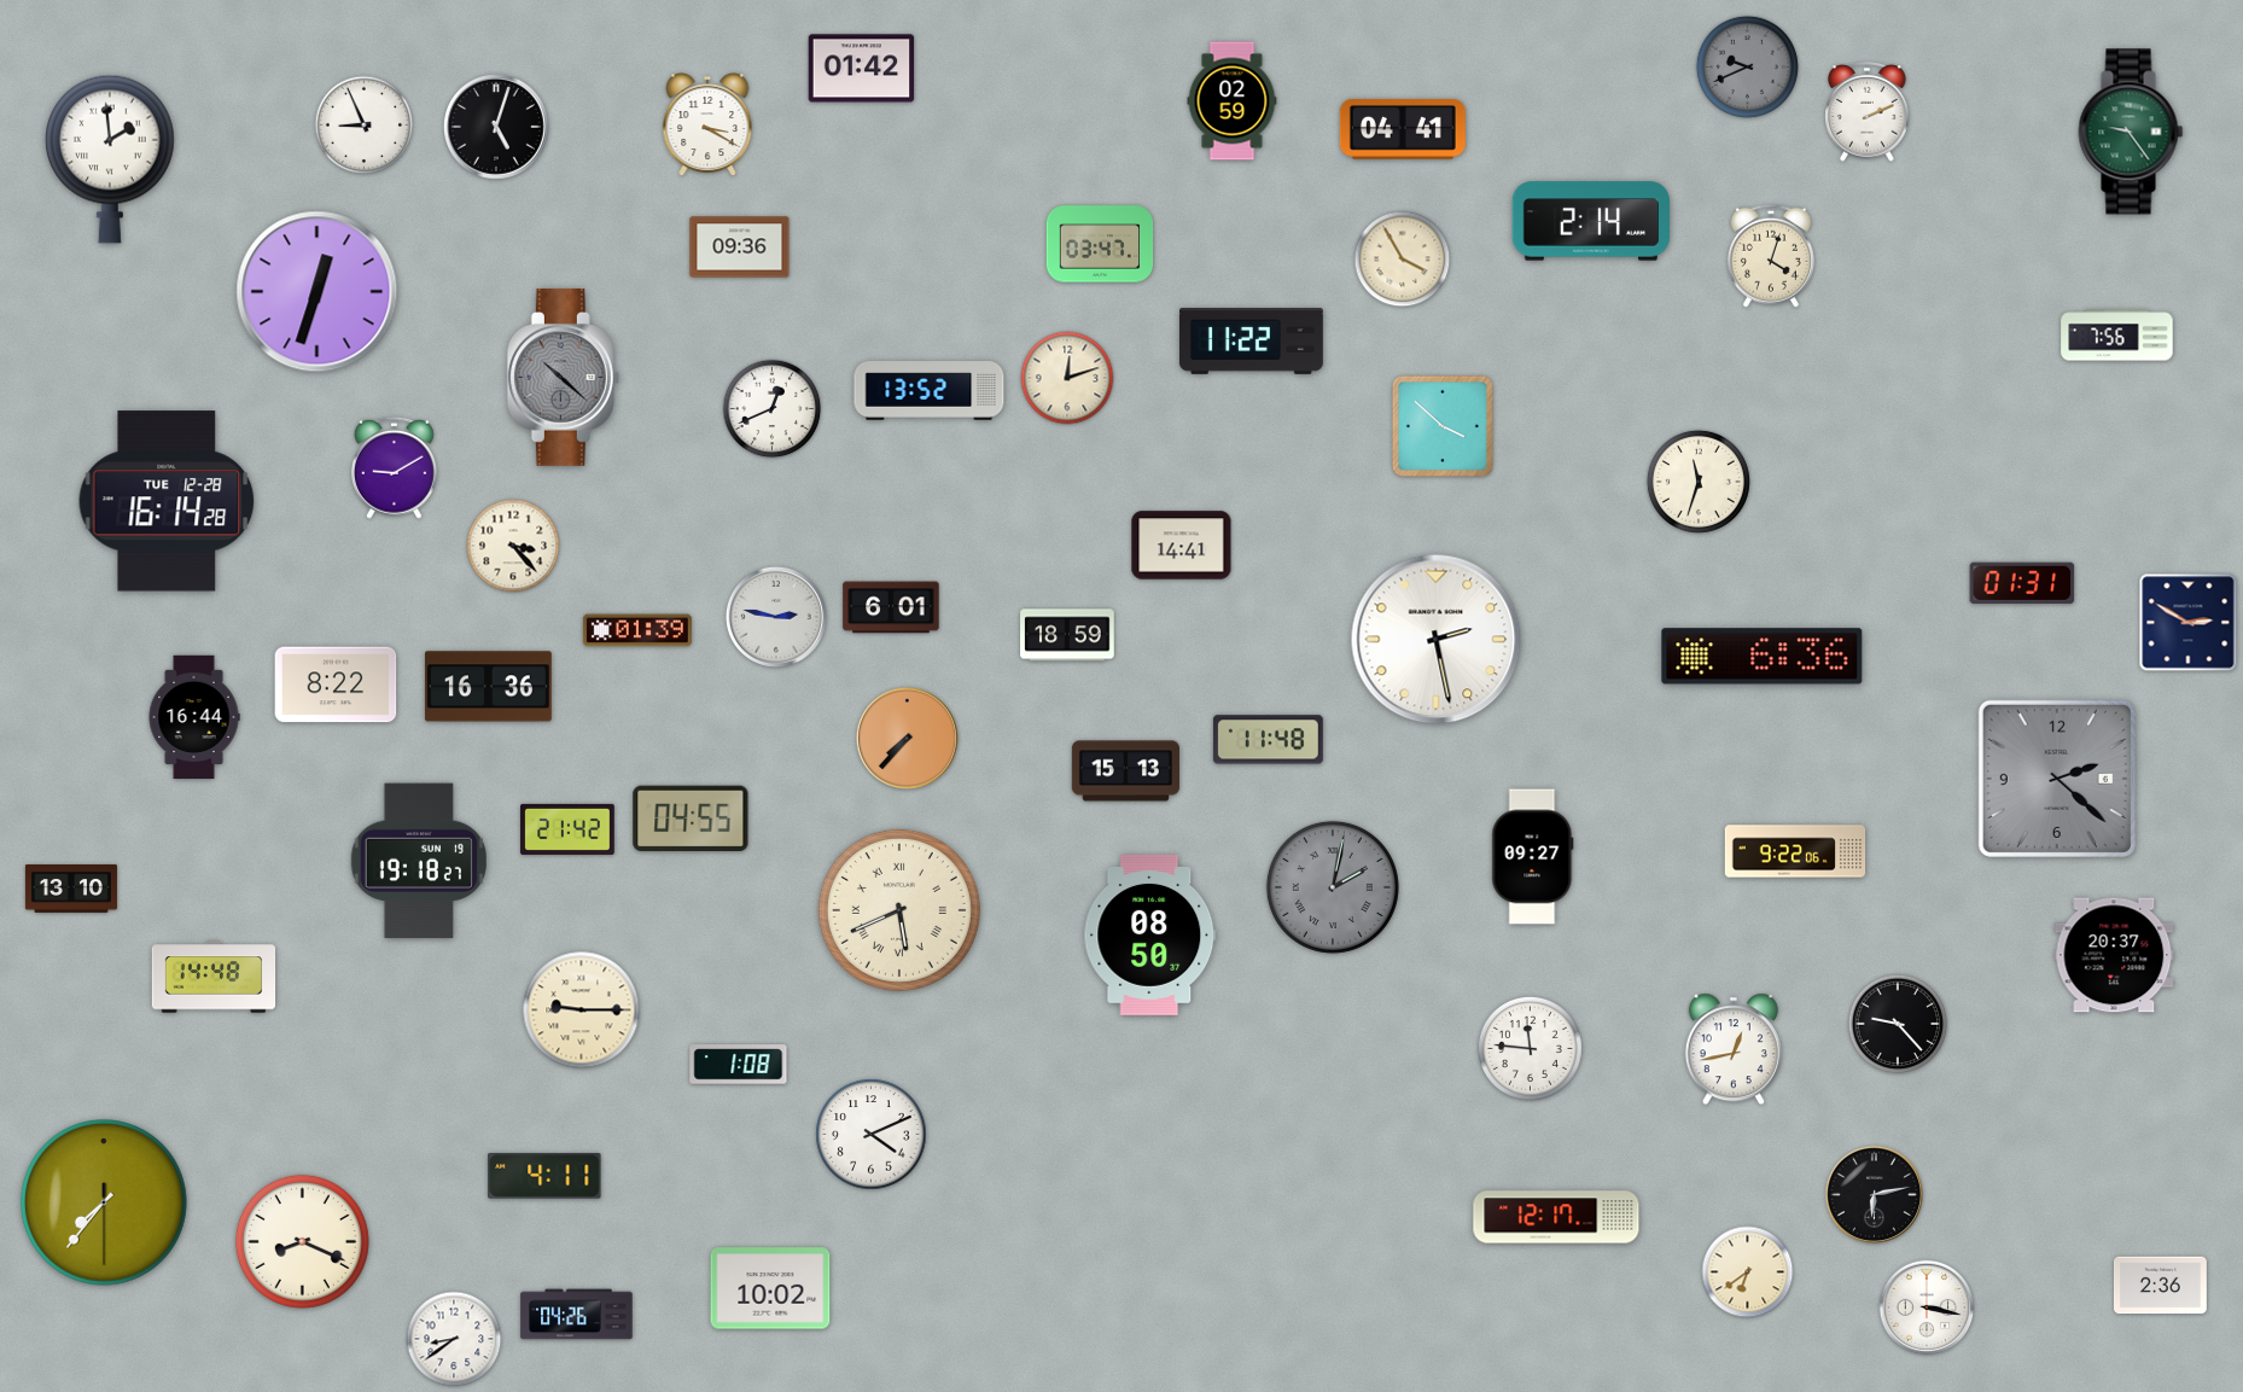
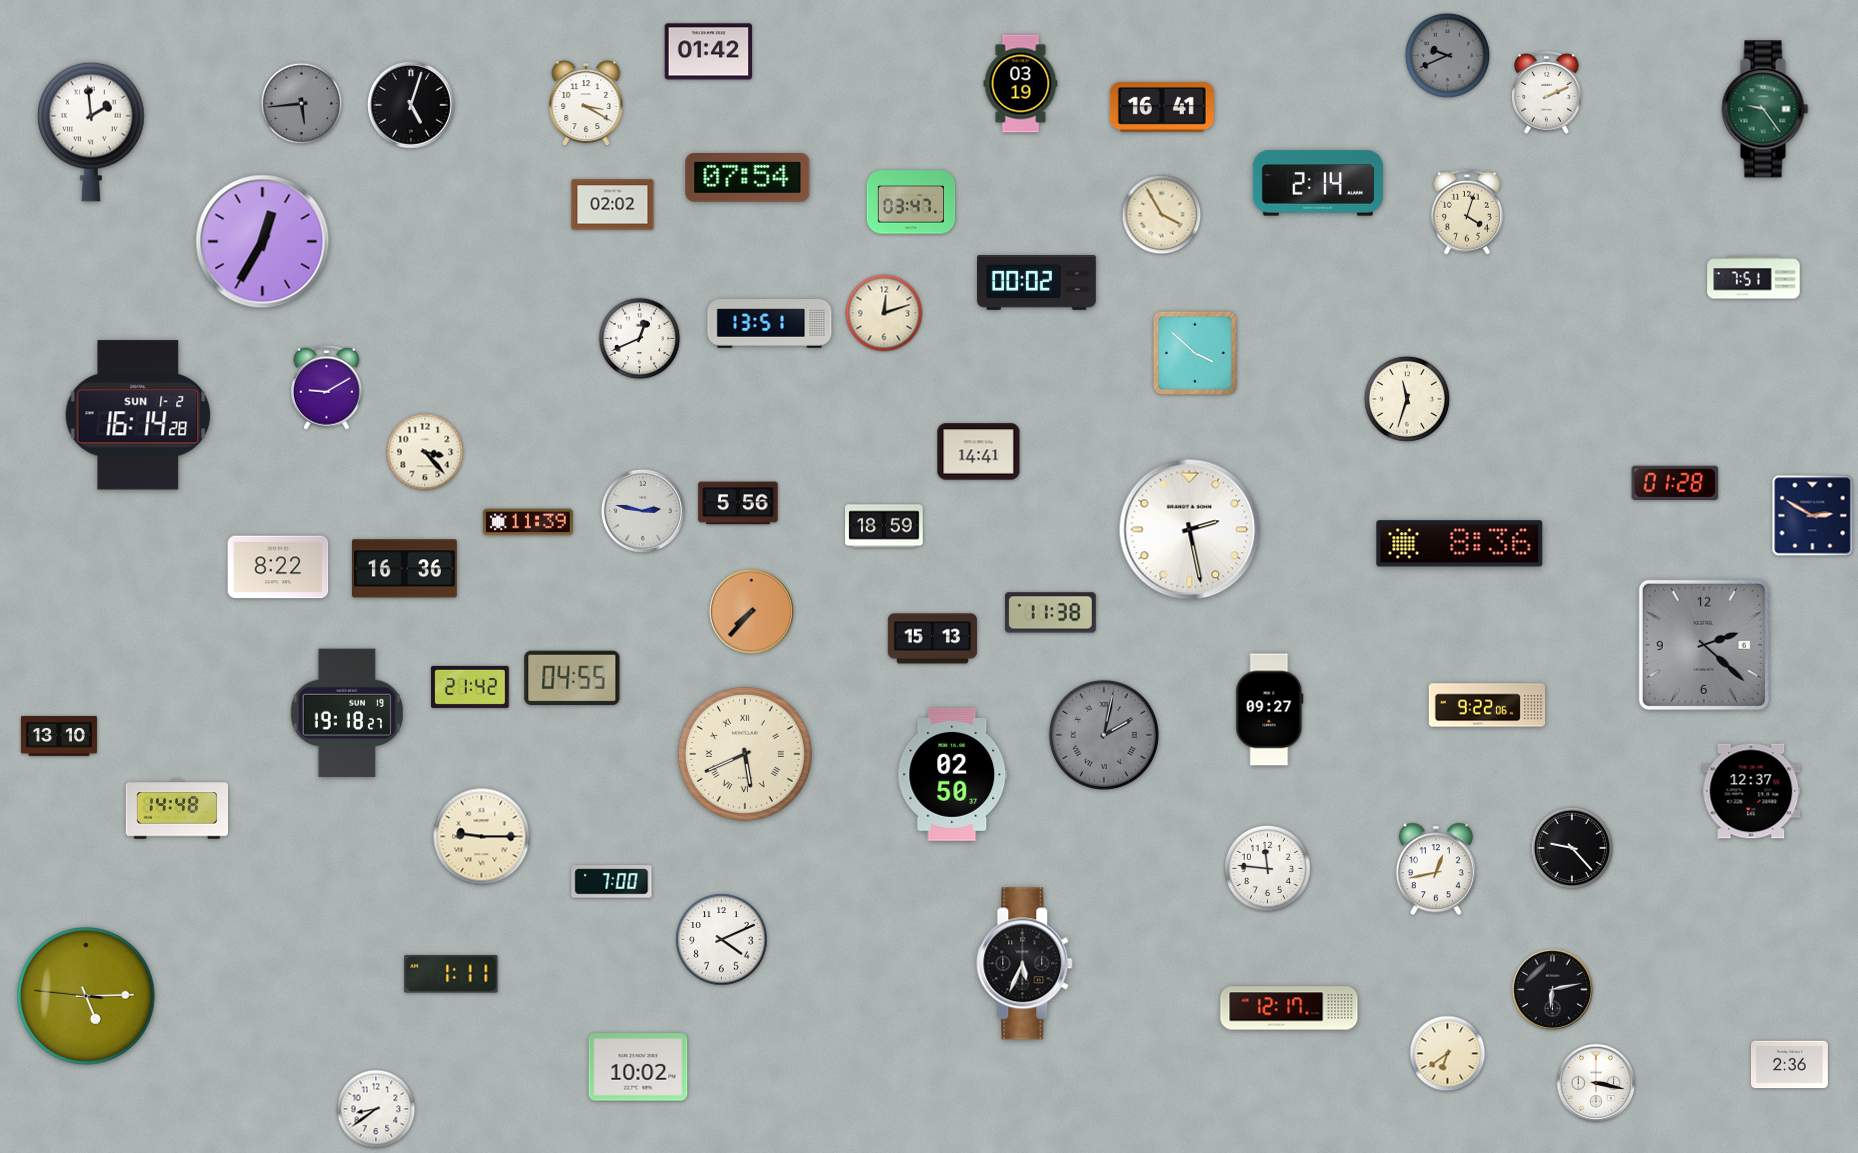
clock at (862, 69) position: (862, 69) -> (709, 52)
clock at (1233, 101): 02:59 -> 03:19
clock at (365, 126): 8:56 -> 5:44
clock at (365, 126) dial: white -> grey
clock at (1403, 130): 04:41 -> 16:41
clock at (748, 178): none -> 07:54
clock at (740, 247): 09:36 -> 02:02
clock at (317, 292): 12:33 -> 12:35
clock at (2117, 336): 7:56 -> 7:51
clock at (1252, 342): 11:22 -> 00:02
clock at (563, 377): 10:22 -> none
clock at (930, 391): 13:52 -> 13:51
clock at (167, 501) date: TUE 12-28 -> SUN 1-2
clock at (2022, 582): 01:31 -> 01:28
clock at (891, 607): 6:01 -> 5:56
clock at (637, 630): 01:39 -> 11:39
clock at (1763, 657): 6:36 -> 8:36
clock at (194, 717): 16:44 -> none
clock at (1268, 740): 11:48 -> 11:38
clock at (1150, 934): 08:50 -> 02:50
clock at (2114, 955): 20:37 -> 12:37
clock at (739, 1065): 1:08 -> 7:00
clock at (1025, 964): none -> 5:34
clock at (544, 1176): 4:11 -> 1:11
clock at (105, 1204): 7:36 -> 5:14
clock at (302, 1241): 8:19 -> none
clock at (577, 1315): 04:26 -> none
